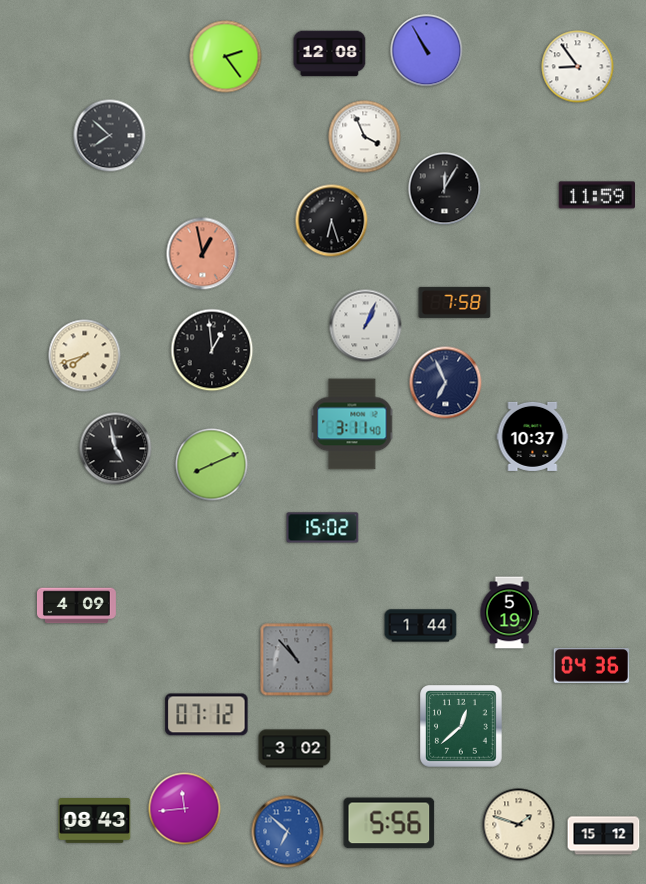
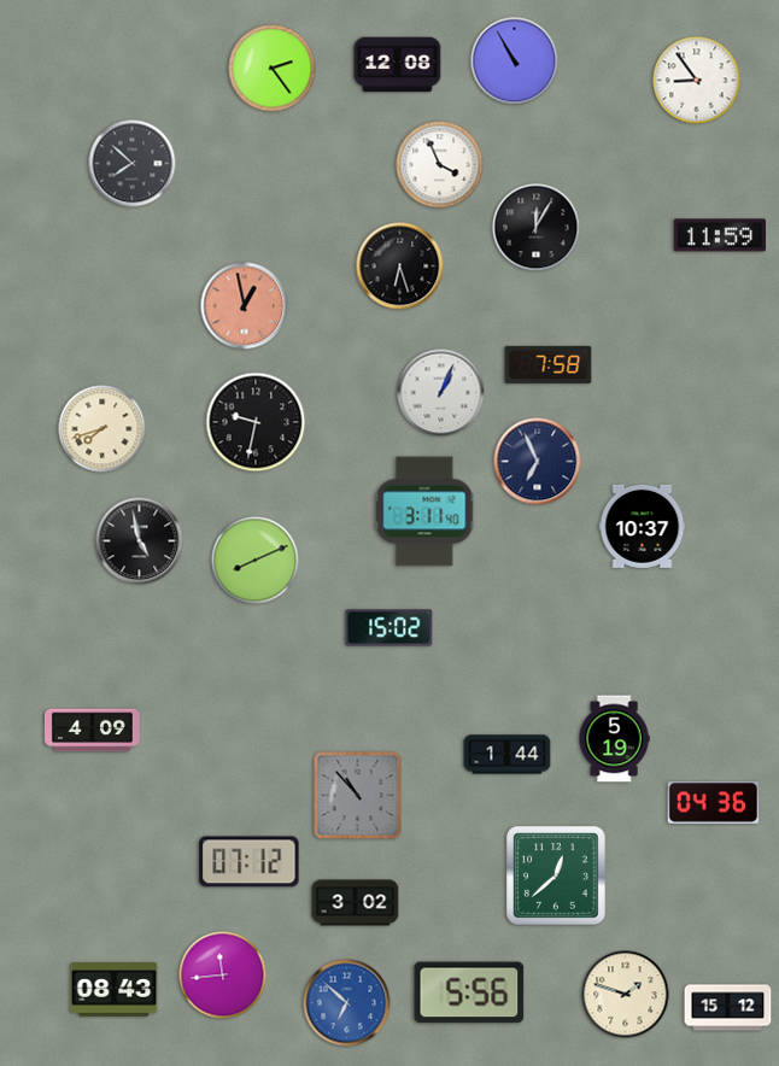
clock at (212, 350): 12:59 -> 9:32
clock at (323, 528) position: (323, 528) -> (389, 628)
